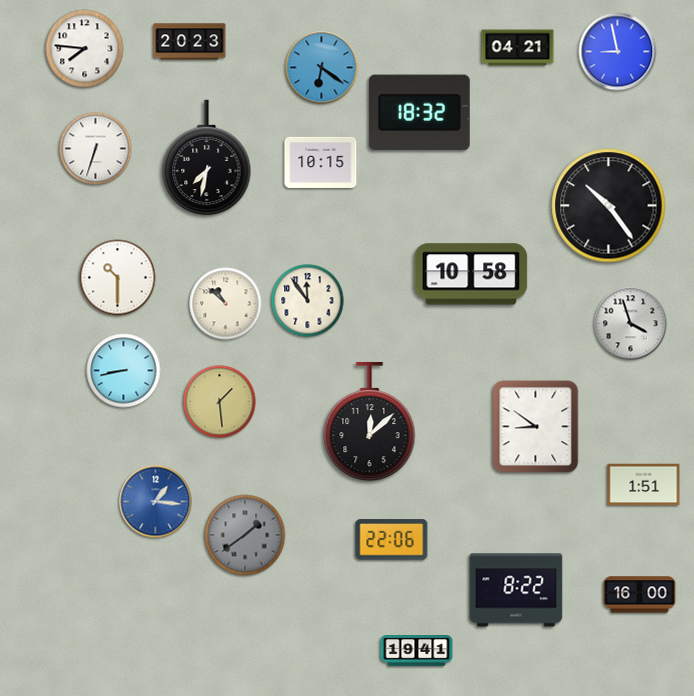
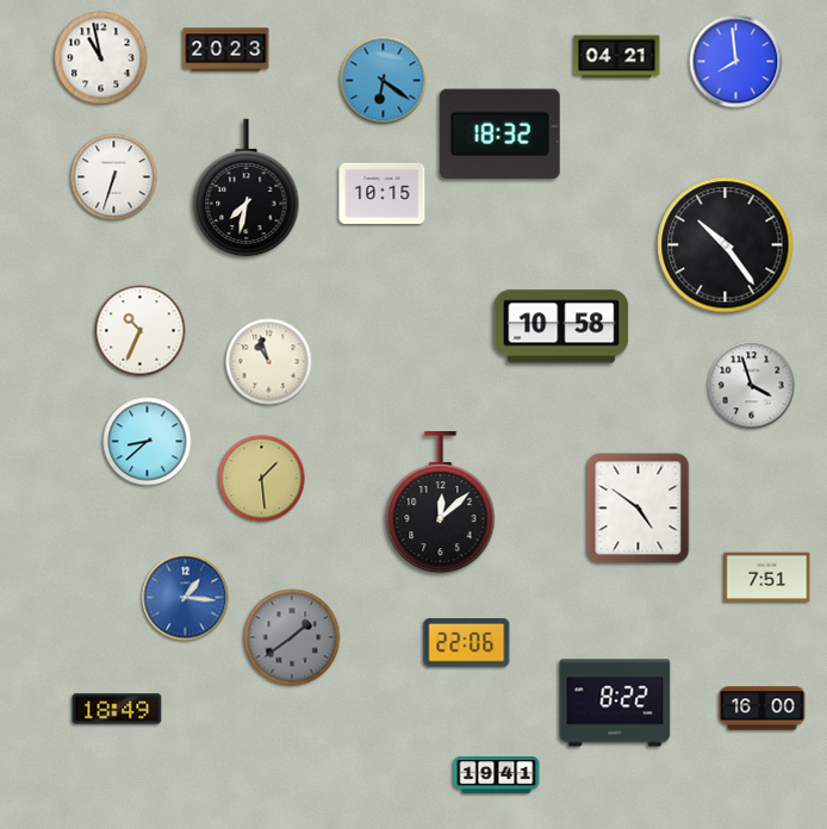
clock at (85, 49): 7:46 -> 10:58
clock at (618, 52): 8:58 -> 7:59
clock at (118, 278): 10:30 -> 10:34
clock at (308, 301): 11:54 -> none
clock at (226, 304): 10:52 -> 10:57
clock at (124, 371): 8:43 -> 8:38
clock at (536, 427): 8:51 -> 4:51
clock at (644, 485): 1:51 -> 7:51
clock at (117, 709): none -> 18:49
